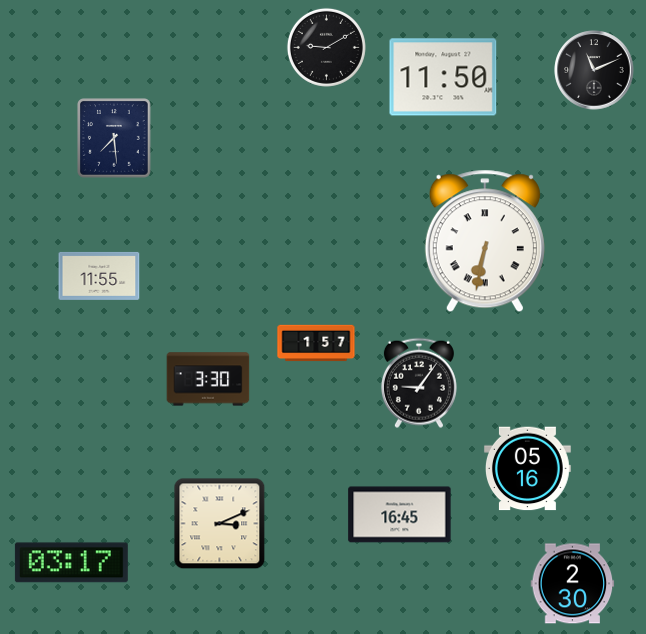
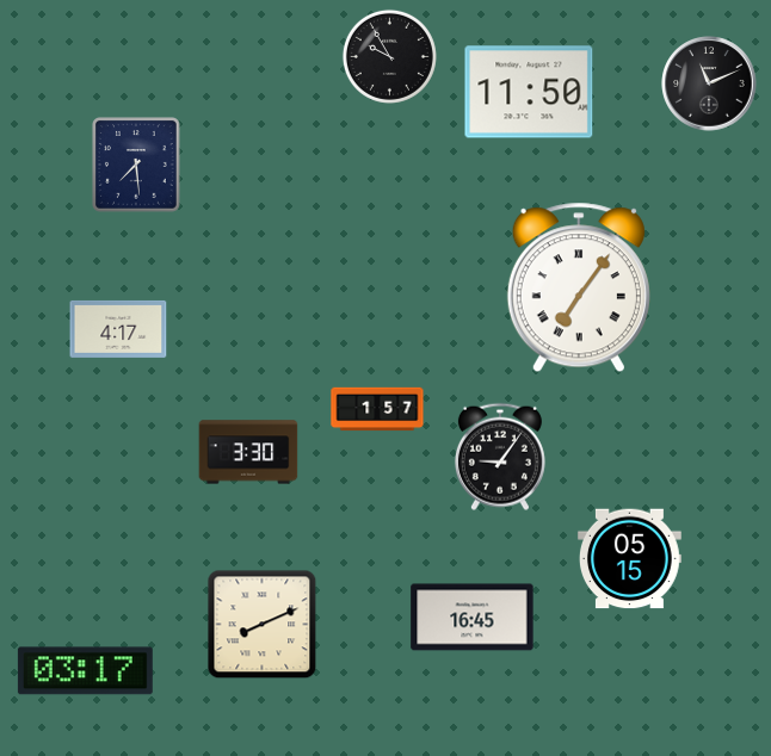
clock at (326, 47): 9:10 -> 9:55
clock at (485, 241): 6:32 -> 7:06
clock at (99, 276): 11:55 -> 4:17
clock at (528, 469): 05:16 -> 05:15
clock at (400, 515) position: (400, 515) -> (473, 618)
clock at (220, 524): 3:11 -> 8:11
clock at (573, 584): 2:30 -> none
